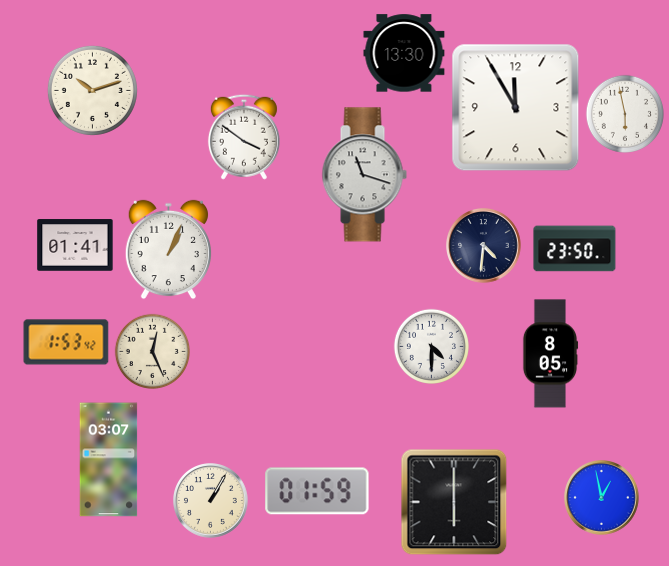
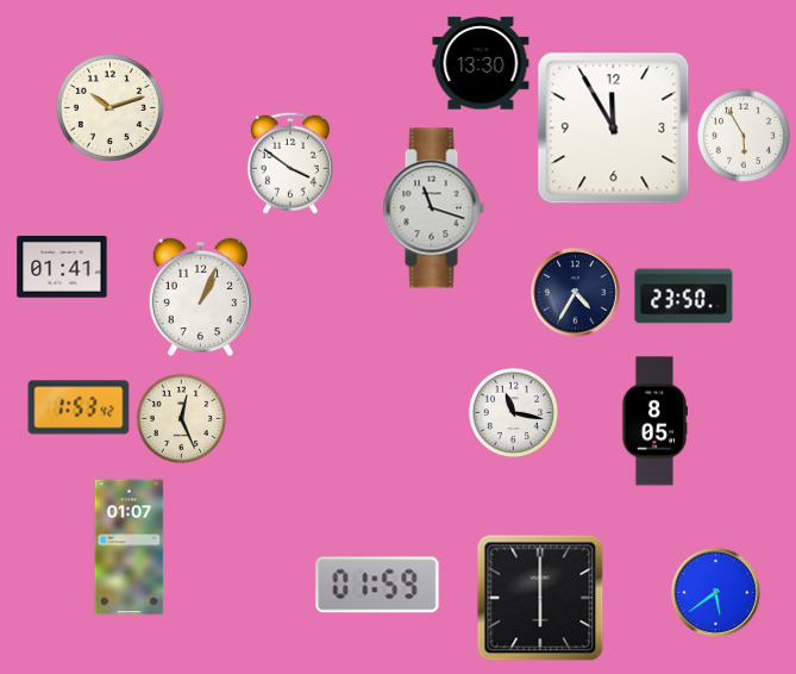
clock at (625, 114): 5:58 -> 5:55
clock at (75, 245) position: (75, 245) -> (62, 267)
clock at (484, 246): 4:31 -> 4:35
clock at (431, 346): 4:30 -> 11:17
clock at (109, 460): 03:07 -> 01:07
clock at (602, 498): 12:58 -> 5:39
clock at (211, 501): 1:05 -> none
